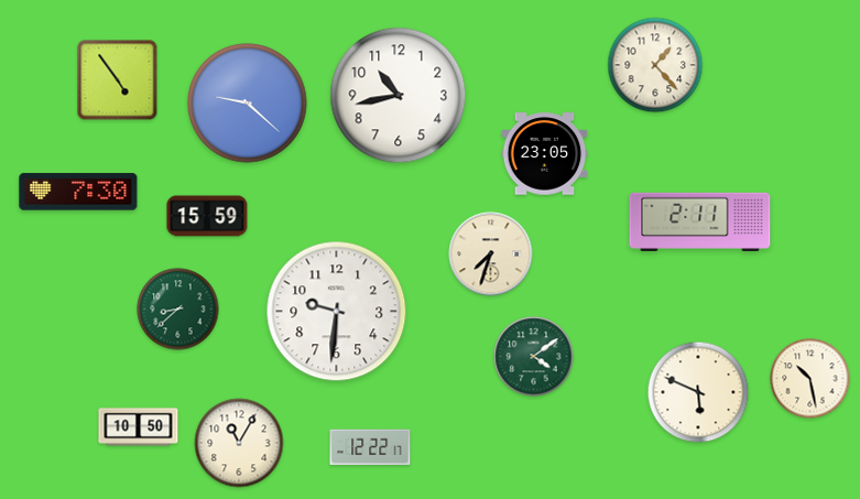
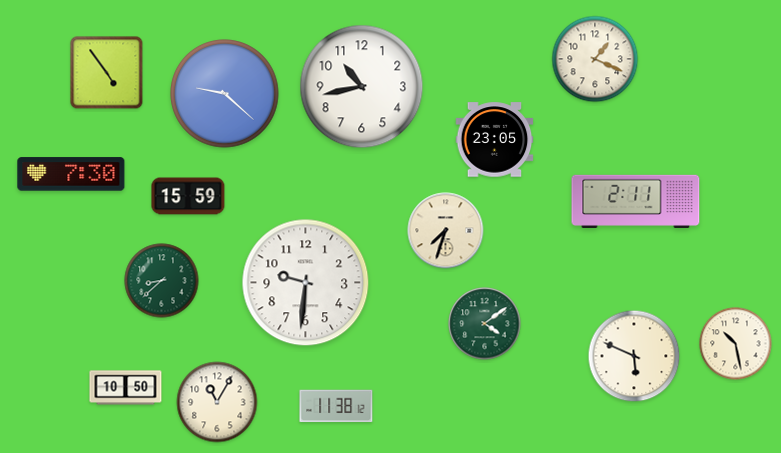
clock at (655, 65): 1:23 -> 1:19
clock at (370, 447): 12:22 -> 11:38
